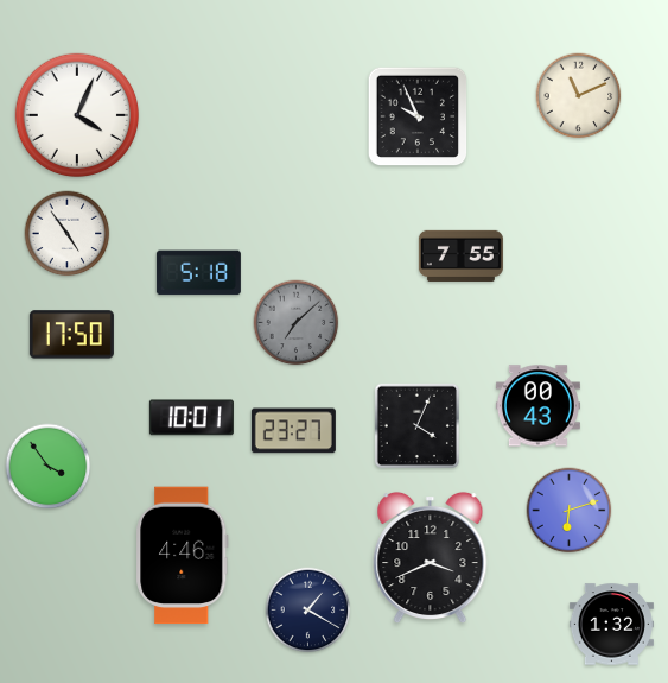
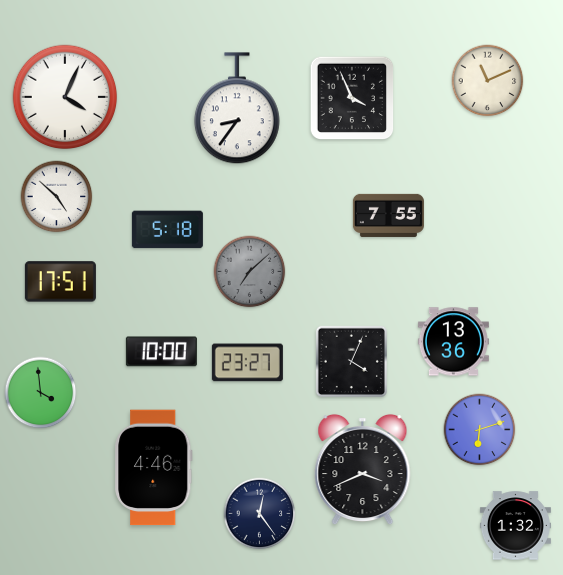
clock at (418, 116): 9:56 -> 3:56
clock at (237, 109): none -> 8:36
clock at (68, 234): 4:54 -> 4:52
clock at (71, 335): 17:50 -> 17:51
clock at (537, 406): 00:43 -> 13:36
clock at (191, 418): 10:01 -> 10:00
clock at (416, 425) position: (416, 425) -> (351, 361)
clock at (49, 467): 3:54 -> 3:59
clock at (308, 611): 1:20 -> 12:24
